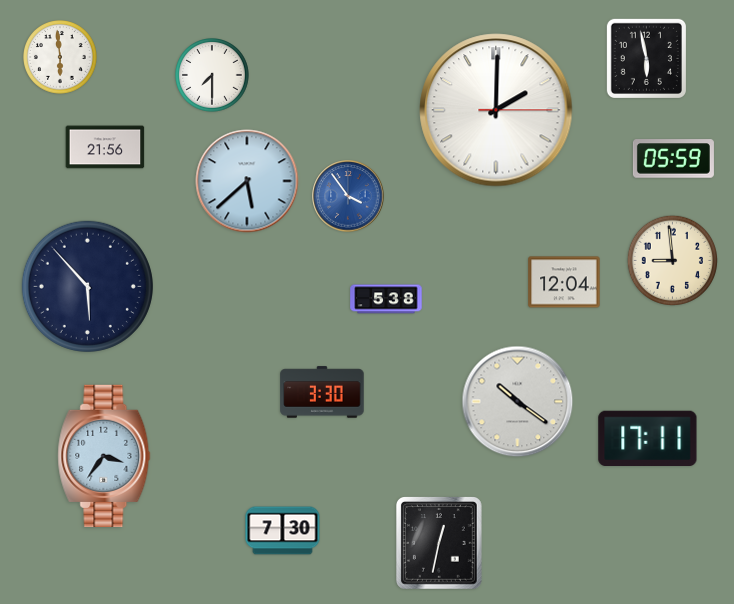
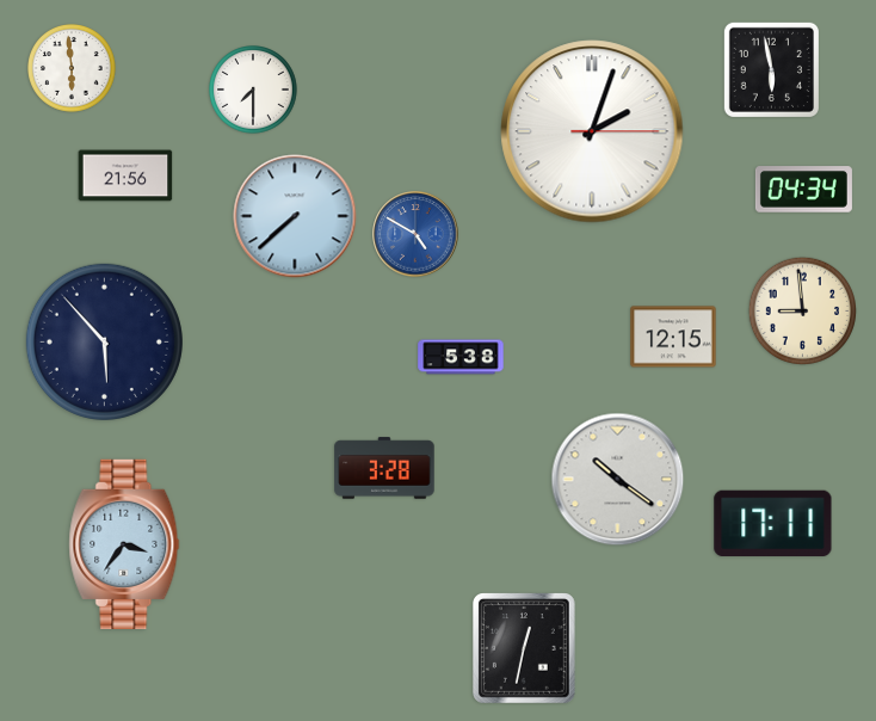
clock at (496, 110): 2:00 -> 2:03
clock at (673, 159): 05:59 -> 04:34
clock at (247, 181): 5:38 -> 7:38
clock at (348, 196): 3:54 -> 4:50
clock at (564, 282): 12:04 -> 12:15
clock at (322, 392): 3:30 -> 3:28
clock at (283, 531): 7:30 -> none
